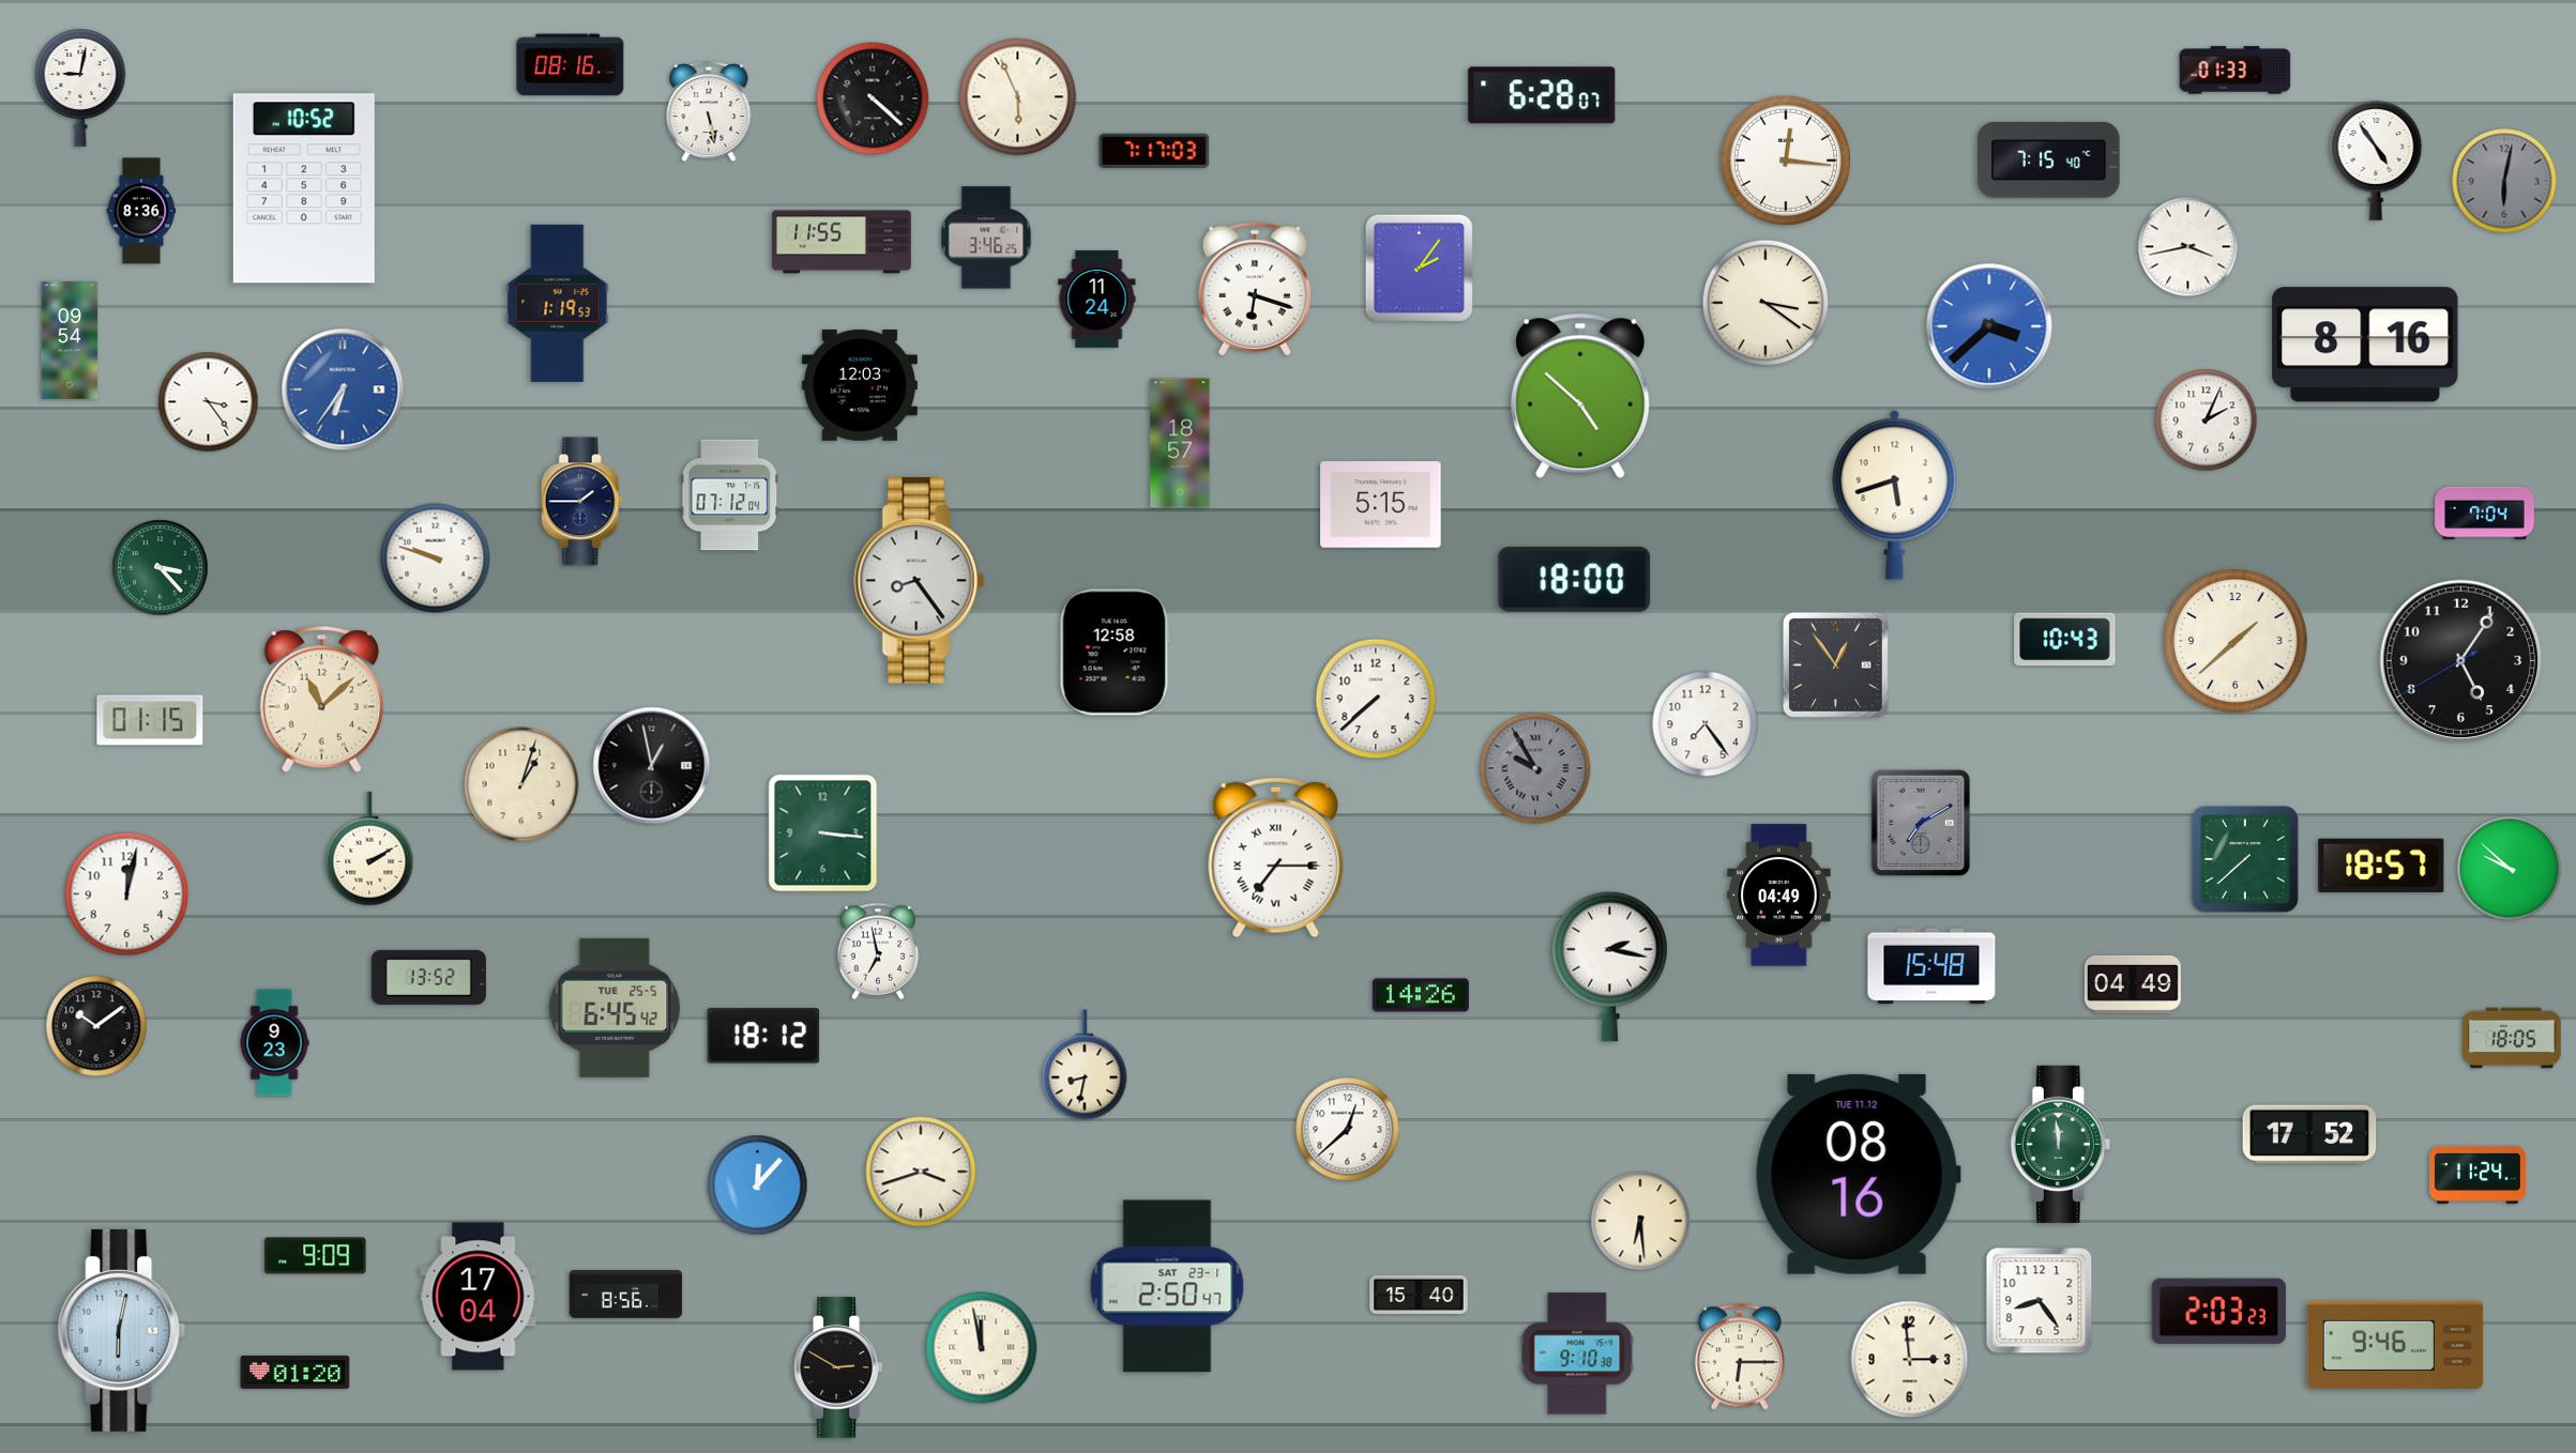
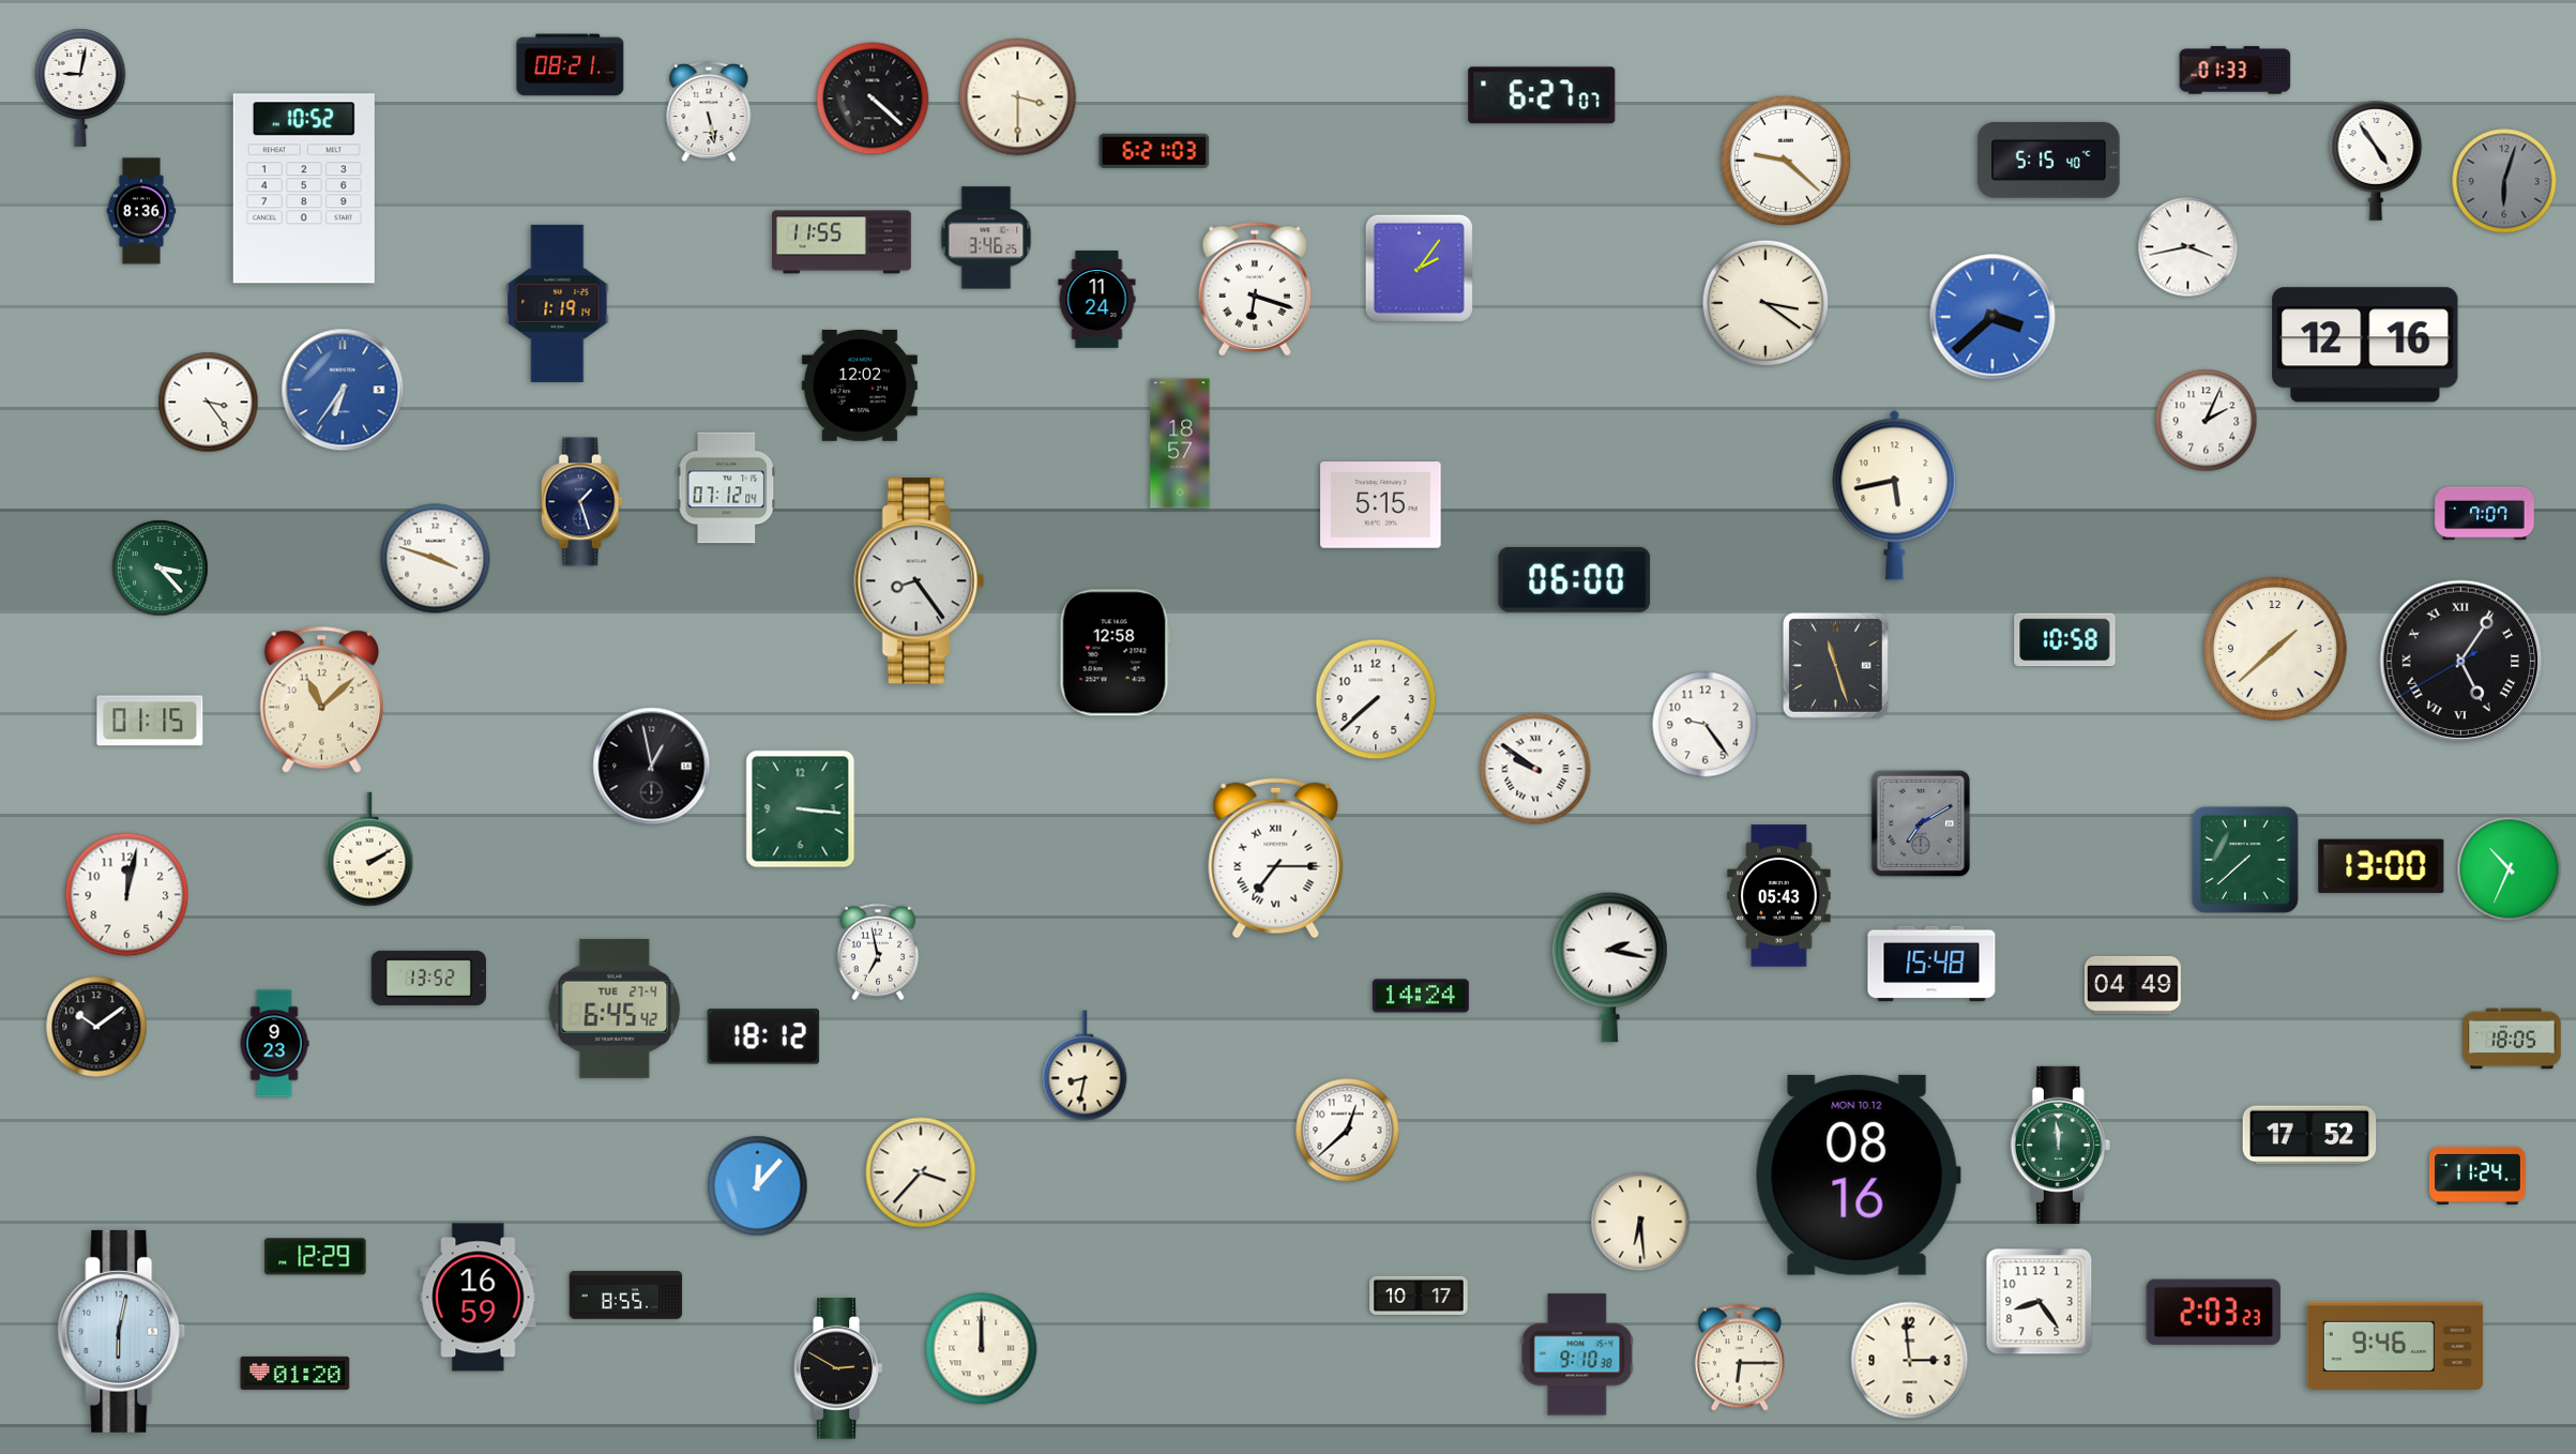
clock at (571, 65): 08:16 -> 08:21
clock at (1542, 95): 6:28 -> 6:27
clock at (1018, 97): 5:56 -> 3:30
clock at (1154, 151): 7:17 -> 6:21
clock at (1785, 159): 12:16 -> 9:22
clock at (2049, 159): 7:15 -> 5:15
clock at (2504, 181): 6:02 -> 6:03
clock at (558, 303): 1:19:53 -> 1:19:14
clock at (1989, 326) position: (1989, 326) -> (1992, 317)
clock at (70, 341): 09:54 -> none
clock at (2365, 345): 8:16 -> 12:16
clock at (860, 385): 12:03 -> 12:02
clock at (1580, 396): 4:52 -> none
clock at (1895, 494): 5:42 -> 5:43
clock at (729, 495) position: (729, 495) -> (726, 488)
clock at (581, 502): 1:45 -> 1:27
clock at (2485, 514): 7:04 -> 7:07
clock at (436, 559): 9:48 -> 3:48
clock at (1575, 579): 18:00 -> 06:00
clock at (2065, 640): 10:43 -> 10:58
clock at (2236, 641) position: (2236, 641) -> (2275, 649)
clock at (2461, 661) numerals: Arabic -> Roman
clock at (1835, 664): 12:54 -> 11:27
clock at (1706, 724): 7:24 -> 9:24
clock at (1535, 768): 9:55 -> 9:51
clock at (1535, 768) dial: grey -> white
clock at (521, 784): 1:03 -> none
clock at (823, 833) position: (823, 833) -> (801, 809)
clock at (2381, 866): 18:57 -> 13:00
clock at (2510, 869): 9:52 -> 10:34
clock at (1779, 896): 04:49 -> 05:43
clock at (1931, 966) position: (1931, 966) -> (1931, 964)
clock at (1421, 995): 14:26 -> 14:24
clock at (615, 1008) date: TUE 25-5 -> TUE 27-4
clock at (921, 1172): 3:42 -> 3:37
clock at (1858, 1174) date: TUE 11.12 -> MON 10.12
clock at (316, 1256): 9:09 -> 12:29
clock at (1167, 1286): 2:50 -> none
clock at (626, 1295): 8:56 -> 8:55
clock at (1419, 1295): 15:40 -> 10:17
clock at (479, 1297): 17:04 -> 16:59
clock at (2218, 1311) position: (2218, 1311) -> (2213, 1312)
clock at (982, 1348): 11:58 -> 12:00
